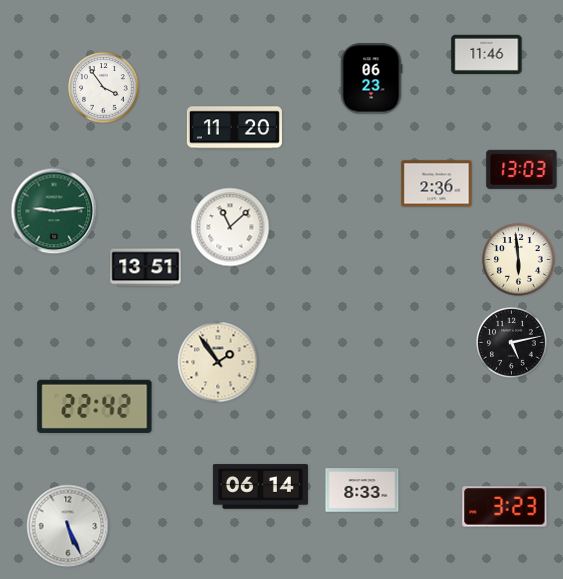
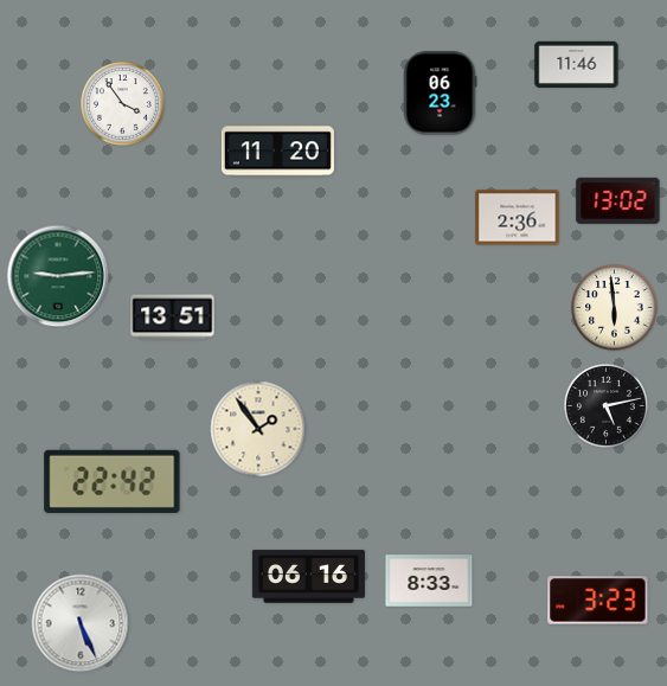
clock at (522, 169): 13:03 -> 13:02
clock at (54, 211) position: (54, 211) -> (58, 276)
clock at (230, 227): 11:08 -> none
clock at (260, 487): 06:14 -> 06:16
